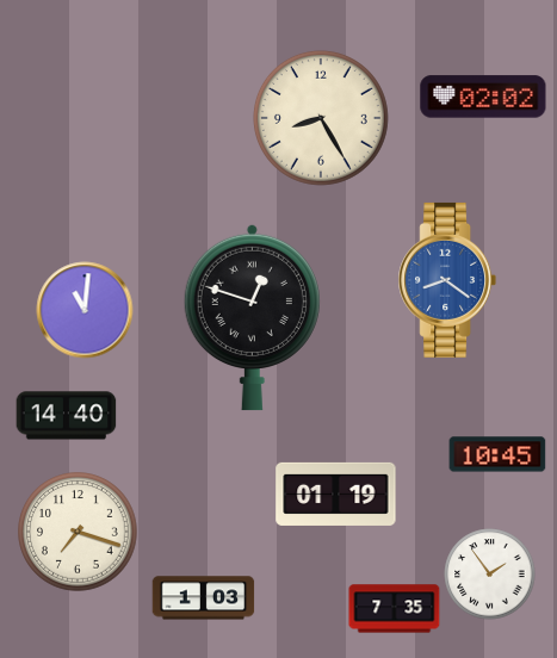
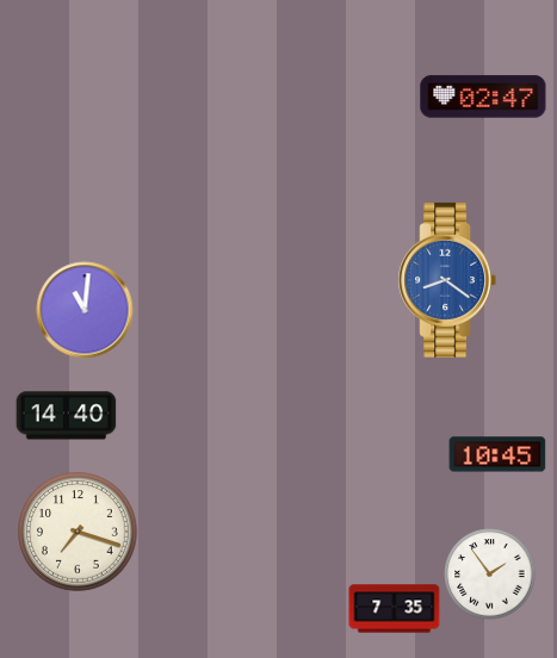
clock at (483, 97): 02:02 -> 02:47
clock at (321, 118): 8:25 -> none
clock at (252, 317): 12:48 -> none
clock at (336, 493): 01:19 -> none
clock at (204, 598): 1:03 -> none
